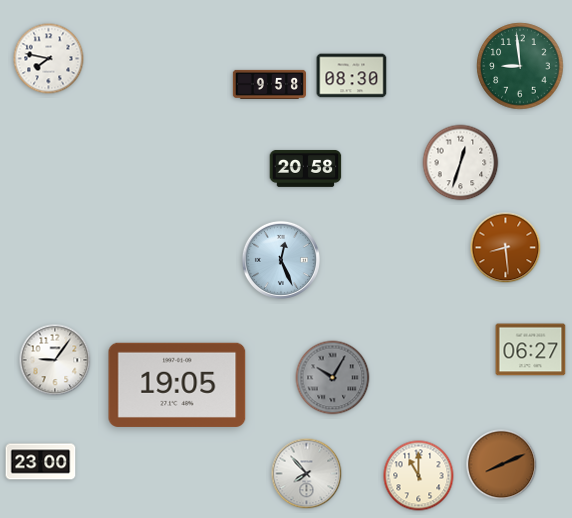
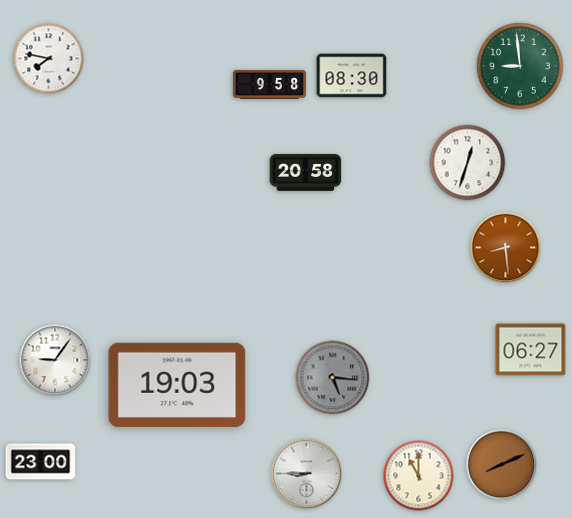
clock at (461, 163) position: (461, 163) -> (468, 163)
clock at (306, 168) position: (306, 168) -> (306, 172)
clock at (281, 260): 12:26 -> none
clock at (333, 378): 10:05 -> 5:16
clock at (177, 385): 19:05 -> 19:03
clock at (307, 474): 7:53 -> 8:45
